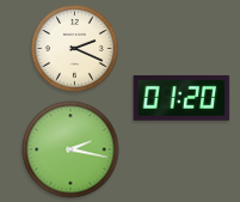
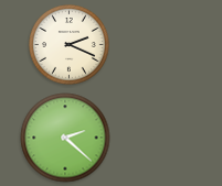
clock at (181, 98): 01:20 -> none
clock at (70, 149): 2:17 -> 2:22
